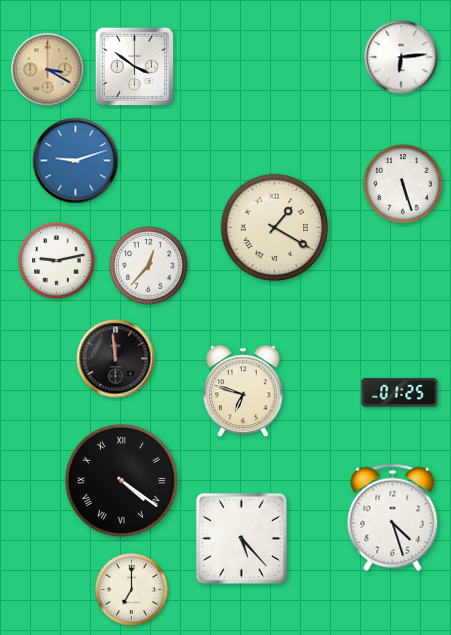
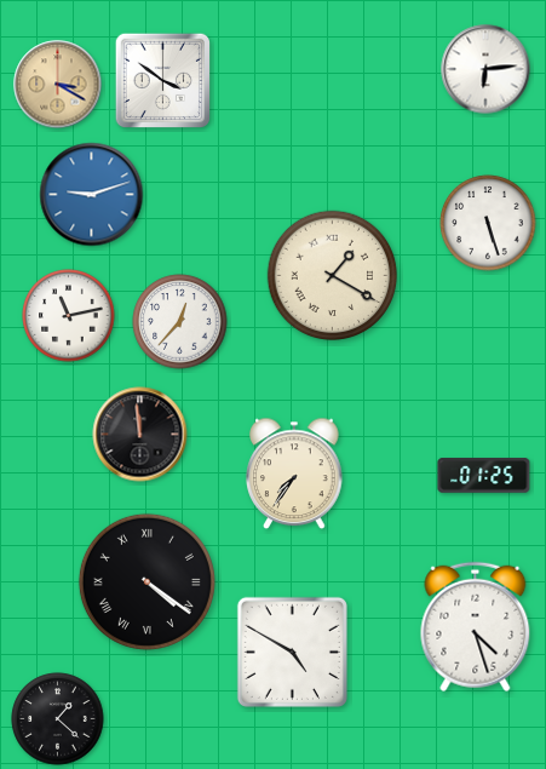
clock at (57, 261): 9:13 -> 11:13
clock at (243, 391): 6:48 -> 7:36
clock at (241, 538): 5:23 -> 4:50
clock at (132, 590): 7:00 -> none
clock at (58, 719): none -> 1:22
